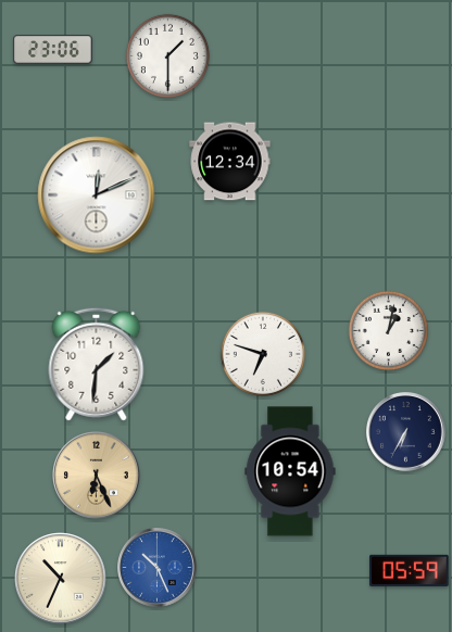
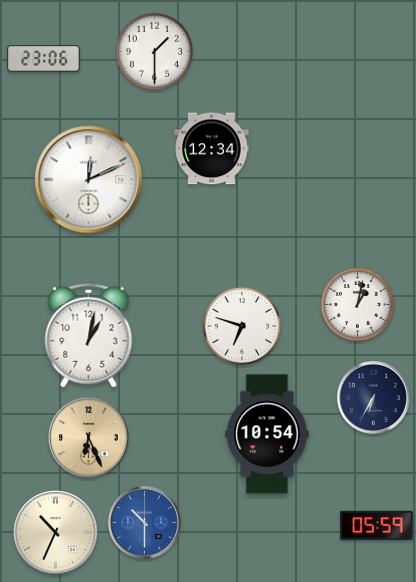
clock at (53, 50) position: (53, 50) -> (44, 59)
clock at (97, 364): 1:31 -> 1:02
clock at (158, 568): 10:26 -> 10:30
